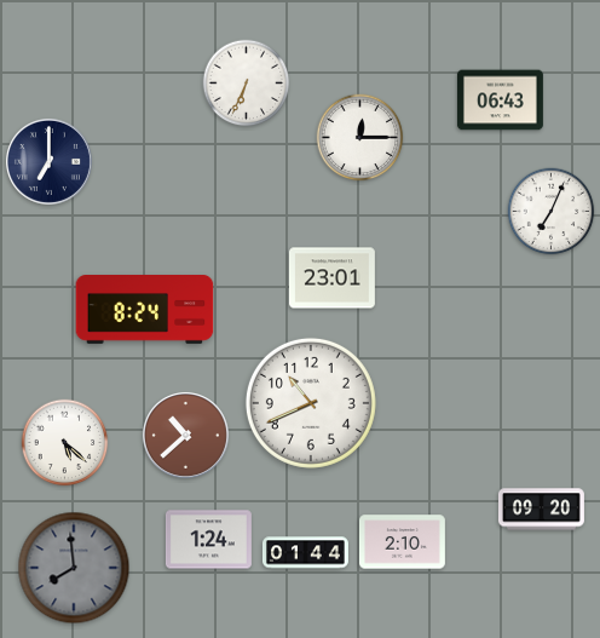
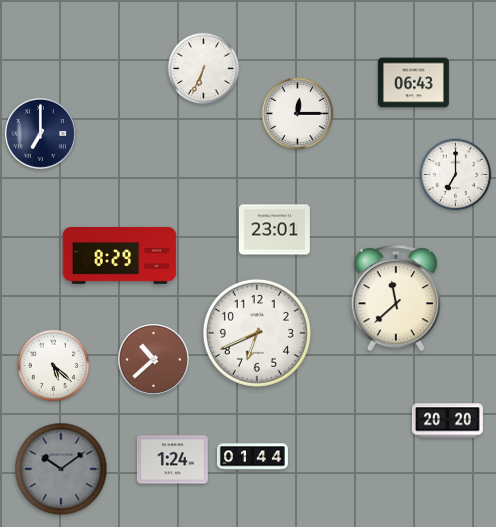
clock at (552, 212): 7:04 -> 7:00
clock at (145, 310): 8:24 -> 8:29
clock at (395, 299): none -> 11:38
clock at (311, 403): 10:41 -> 6:41
clock at (541, 510): 09:20 -> 20:20
clock at (208, 540) position: (208, 540) -> (172, 460)
clock at (402, 542): 2:10 -> none
clock at (74, 568): 7:59 -> 10:09
